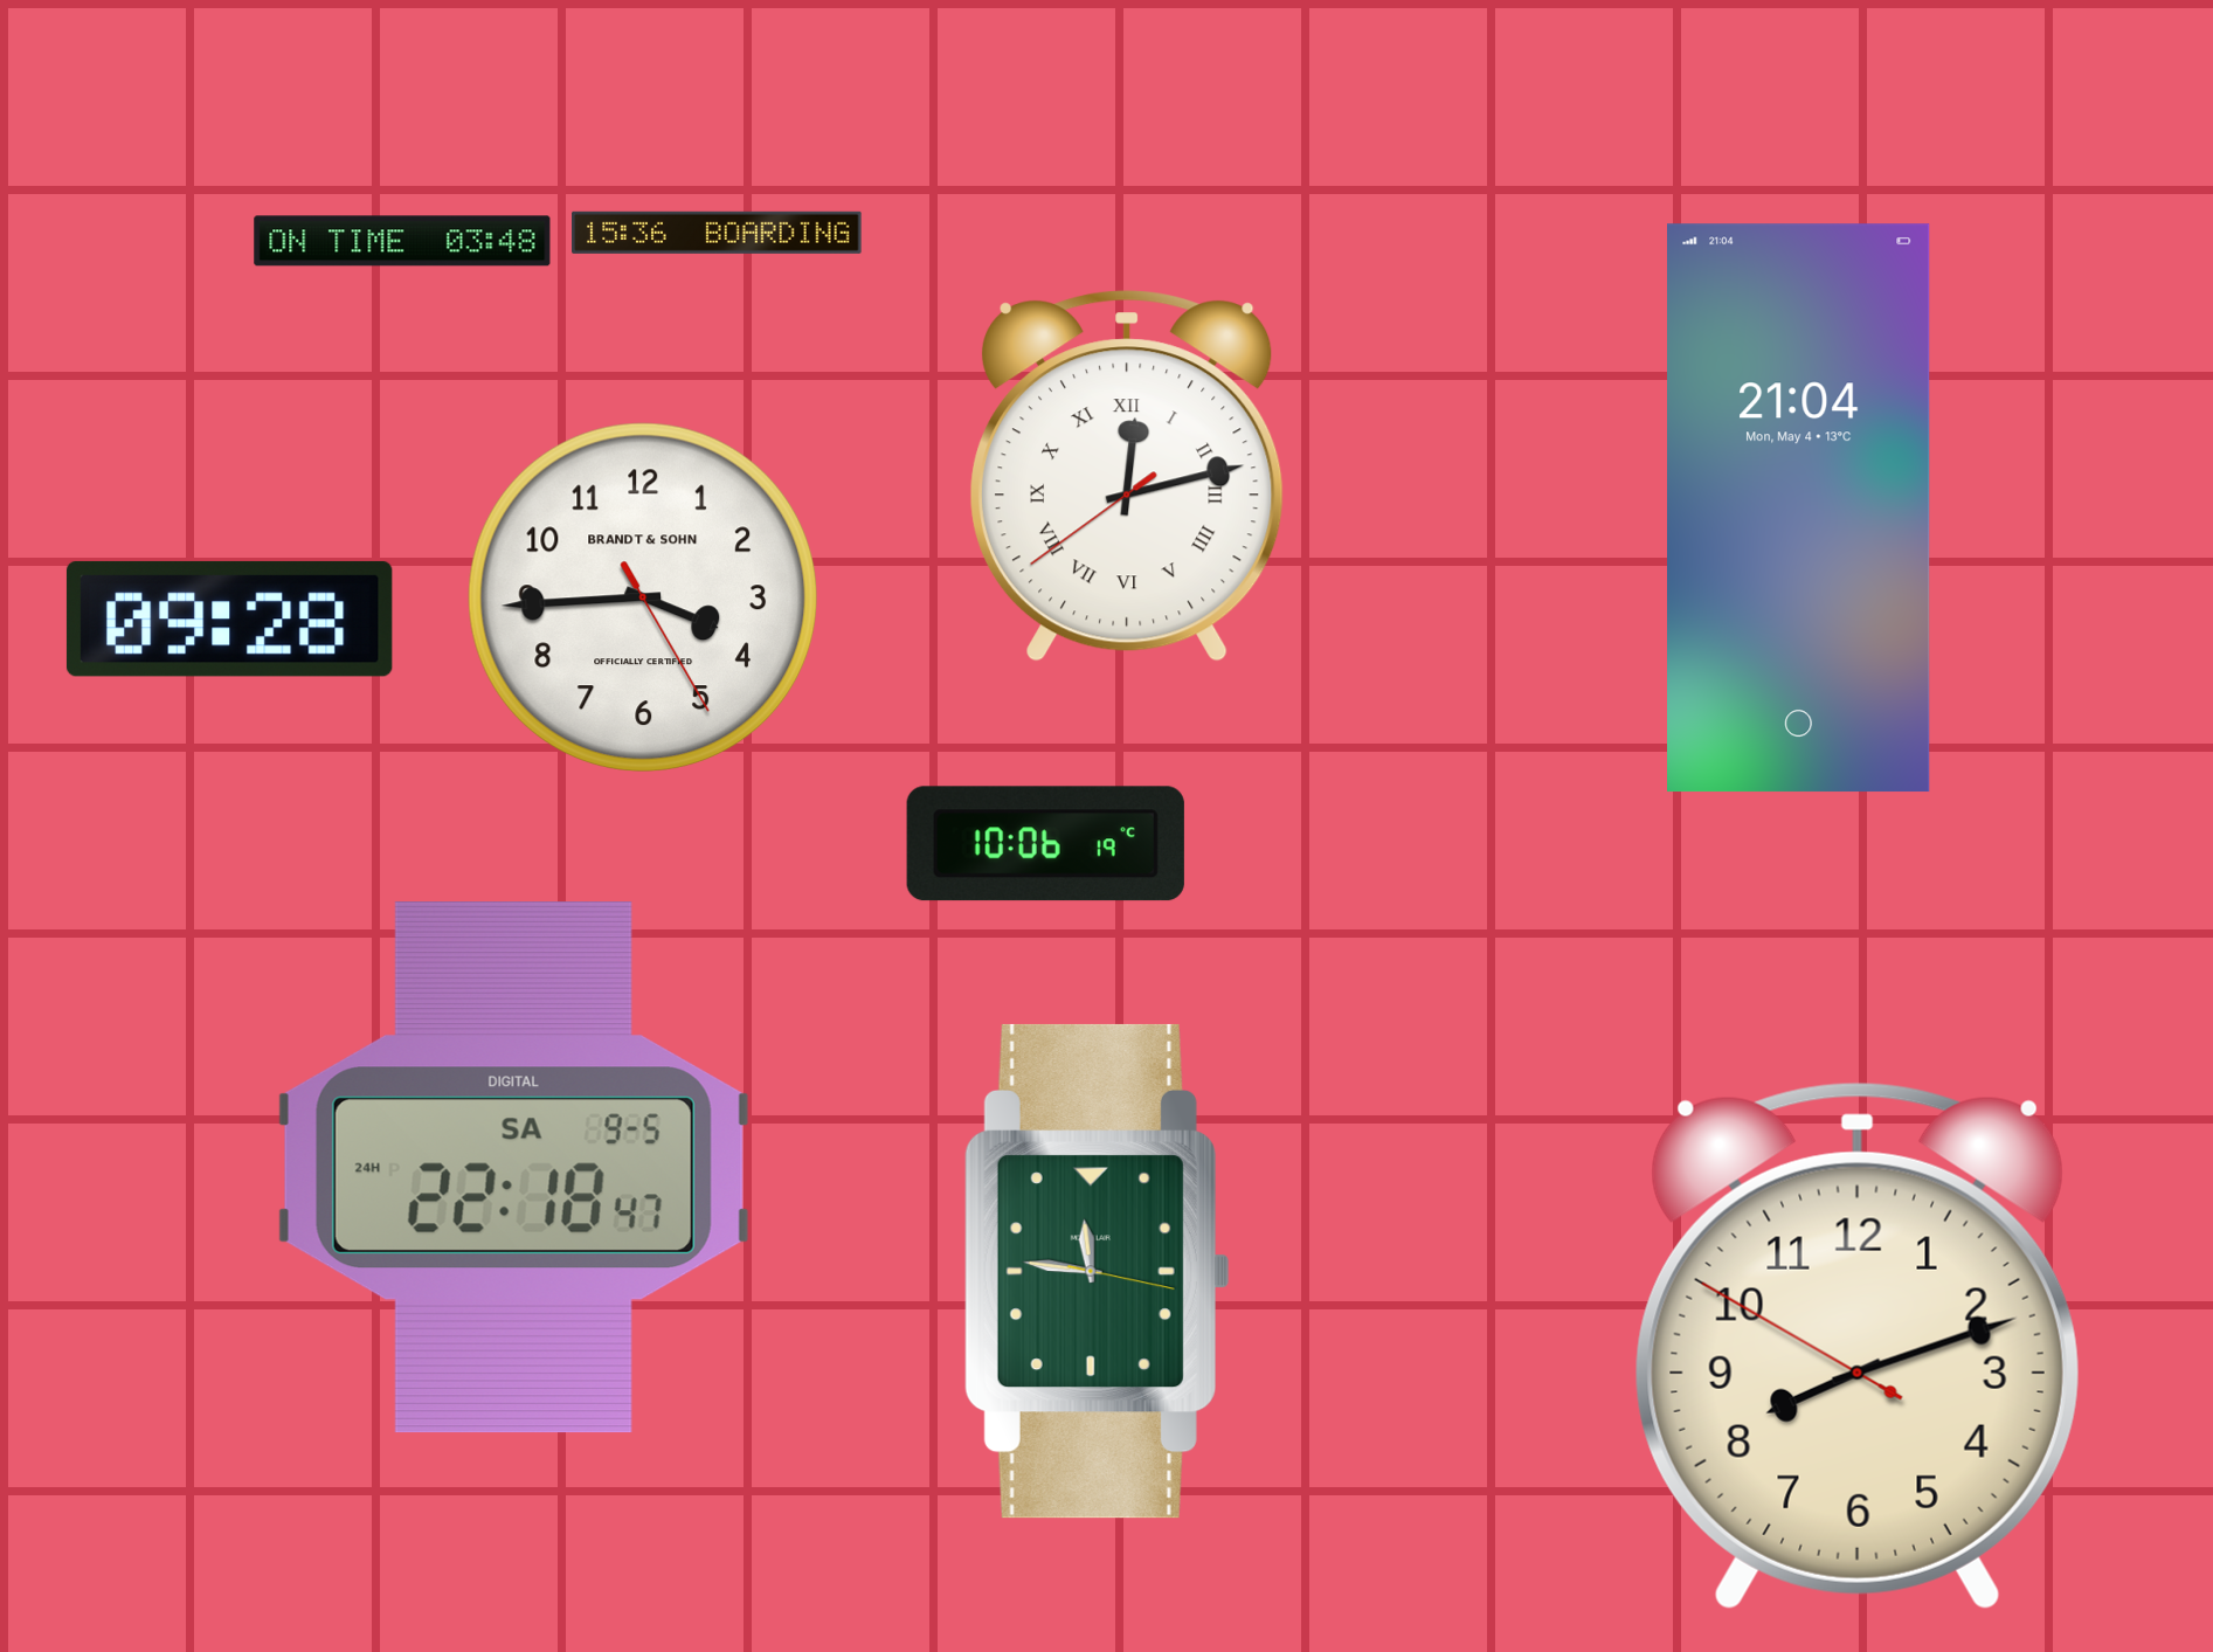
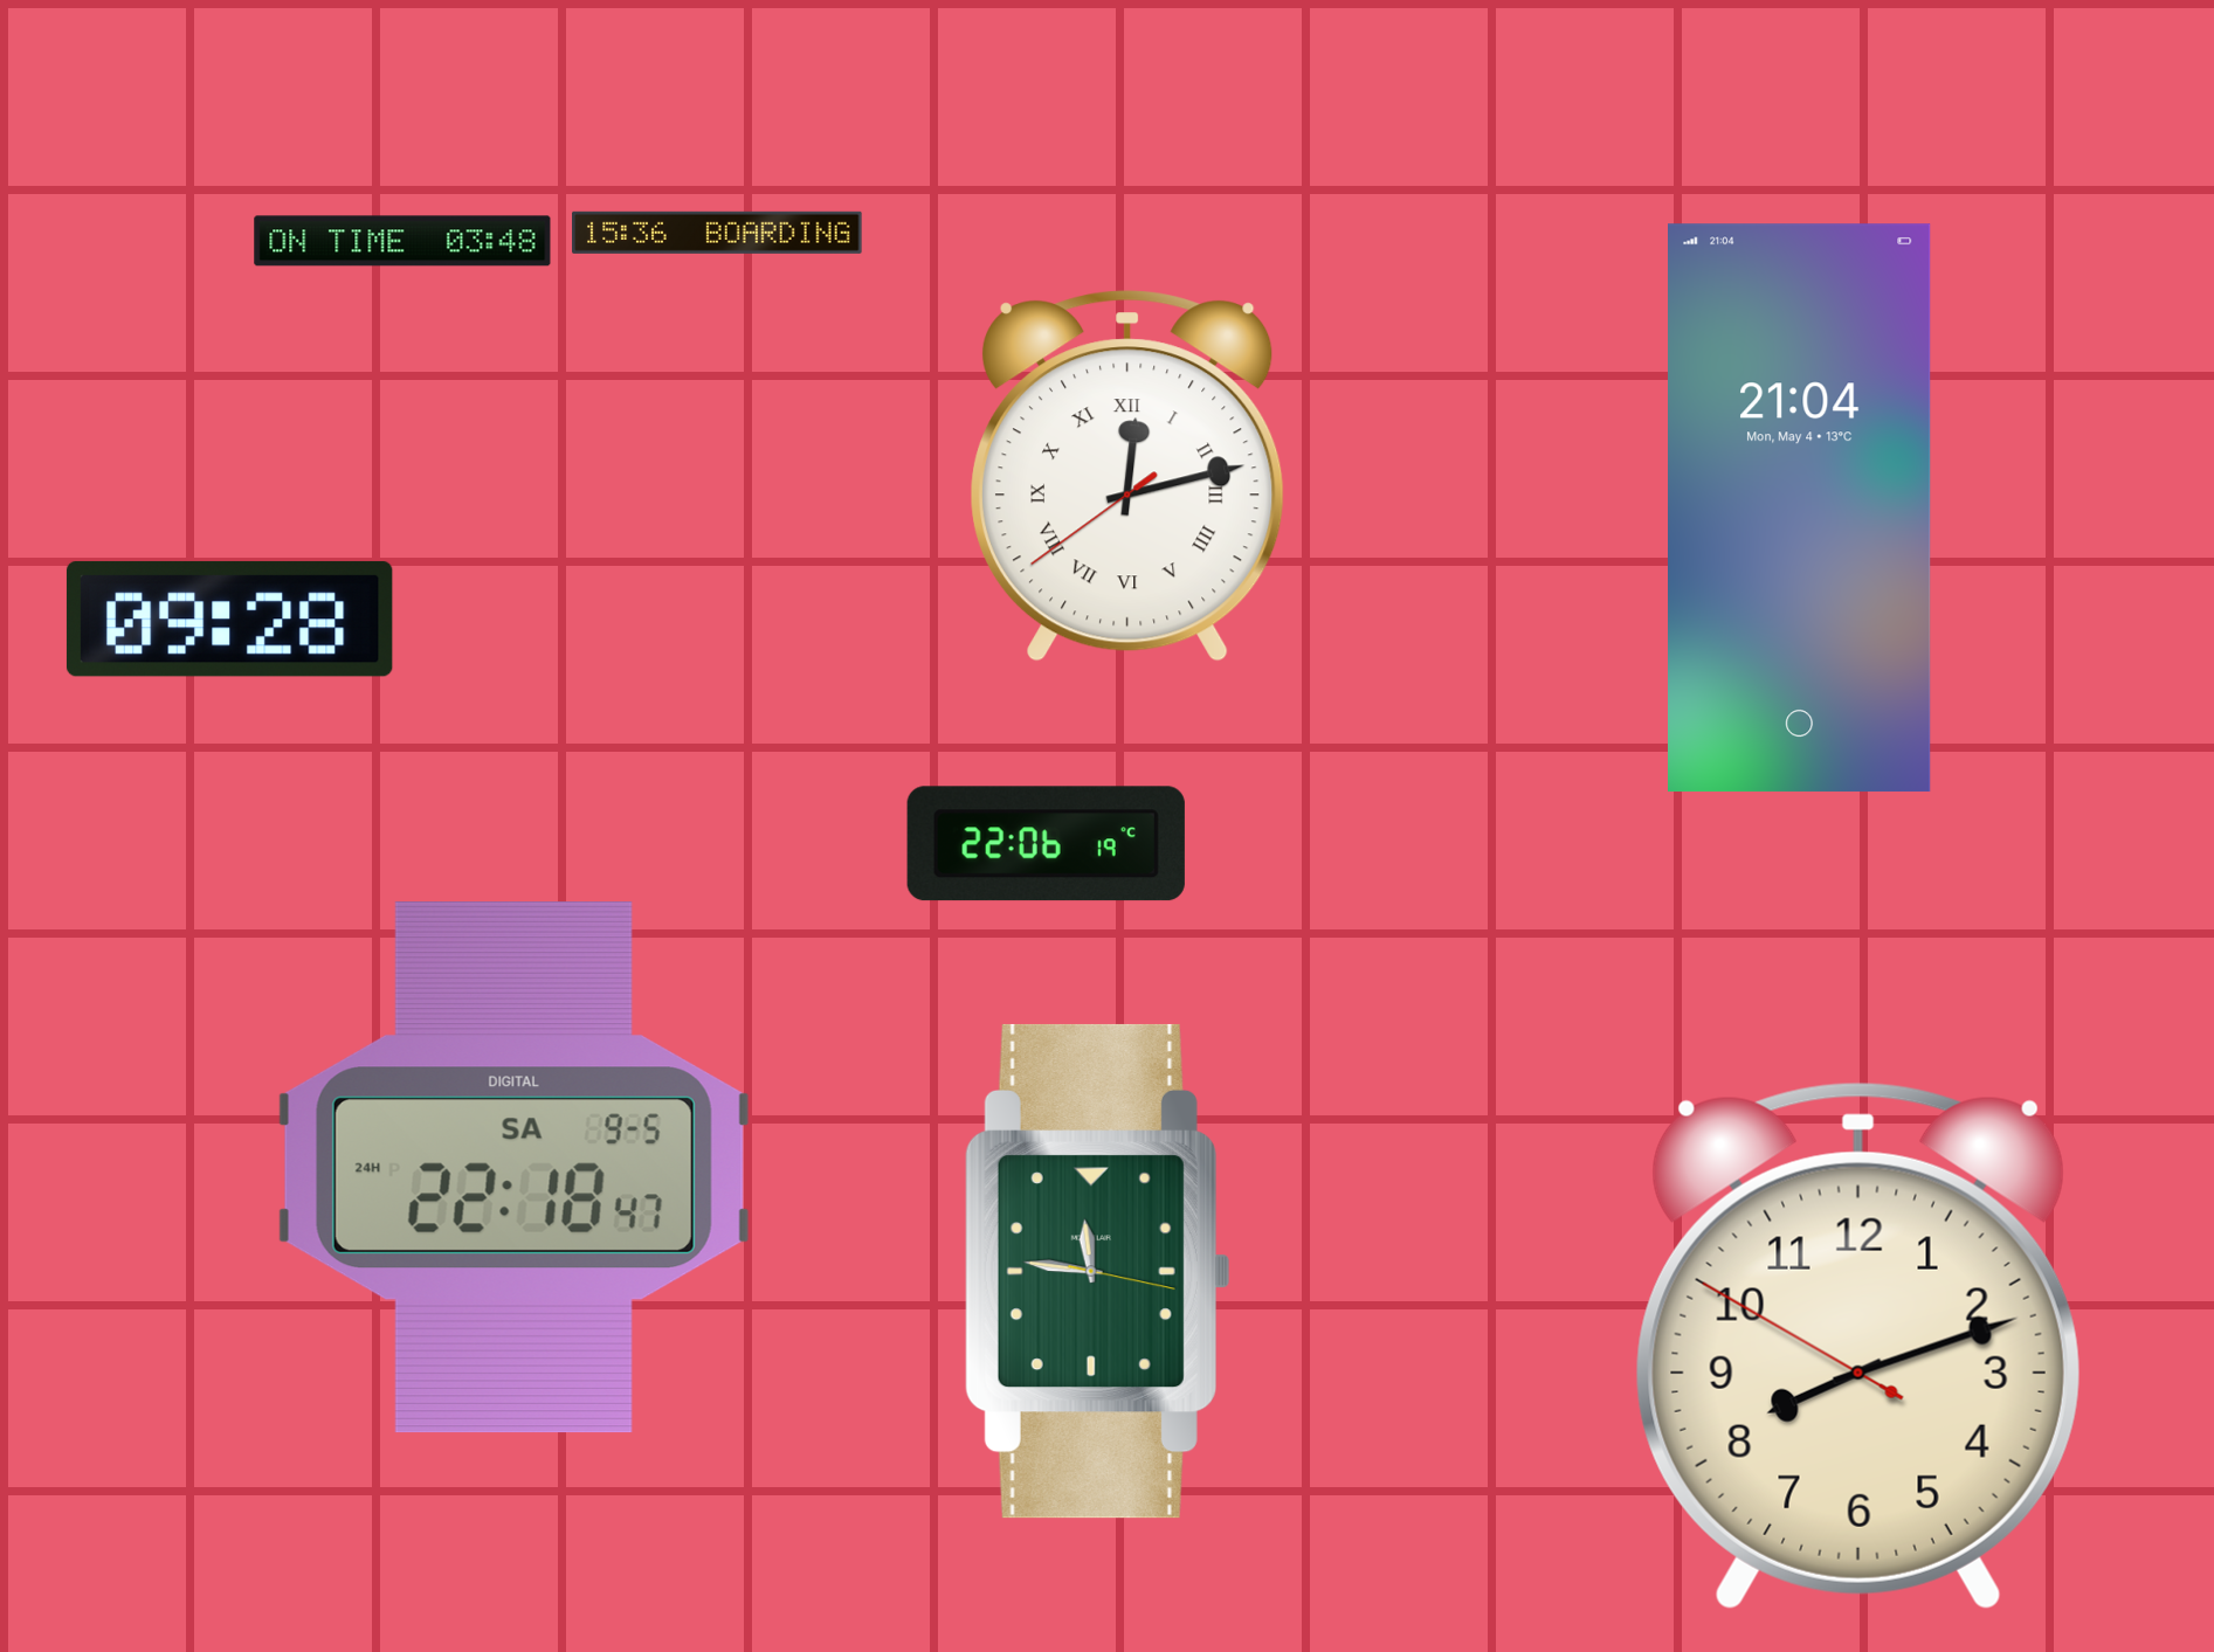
clock at (642, 596): 3:44 -> none
clock at (1045, 844): 10:06 -> 22:06
